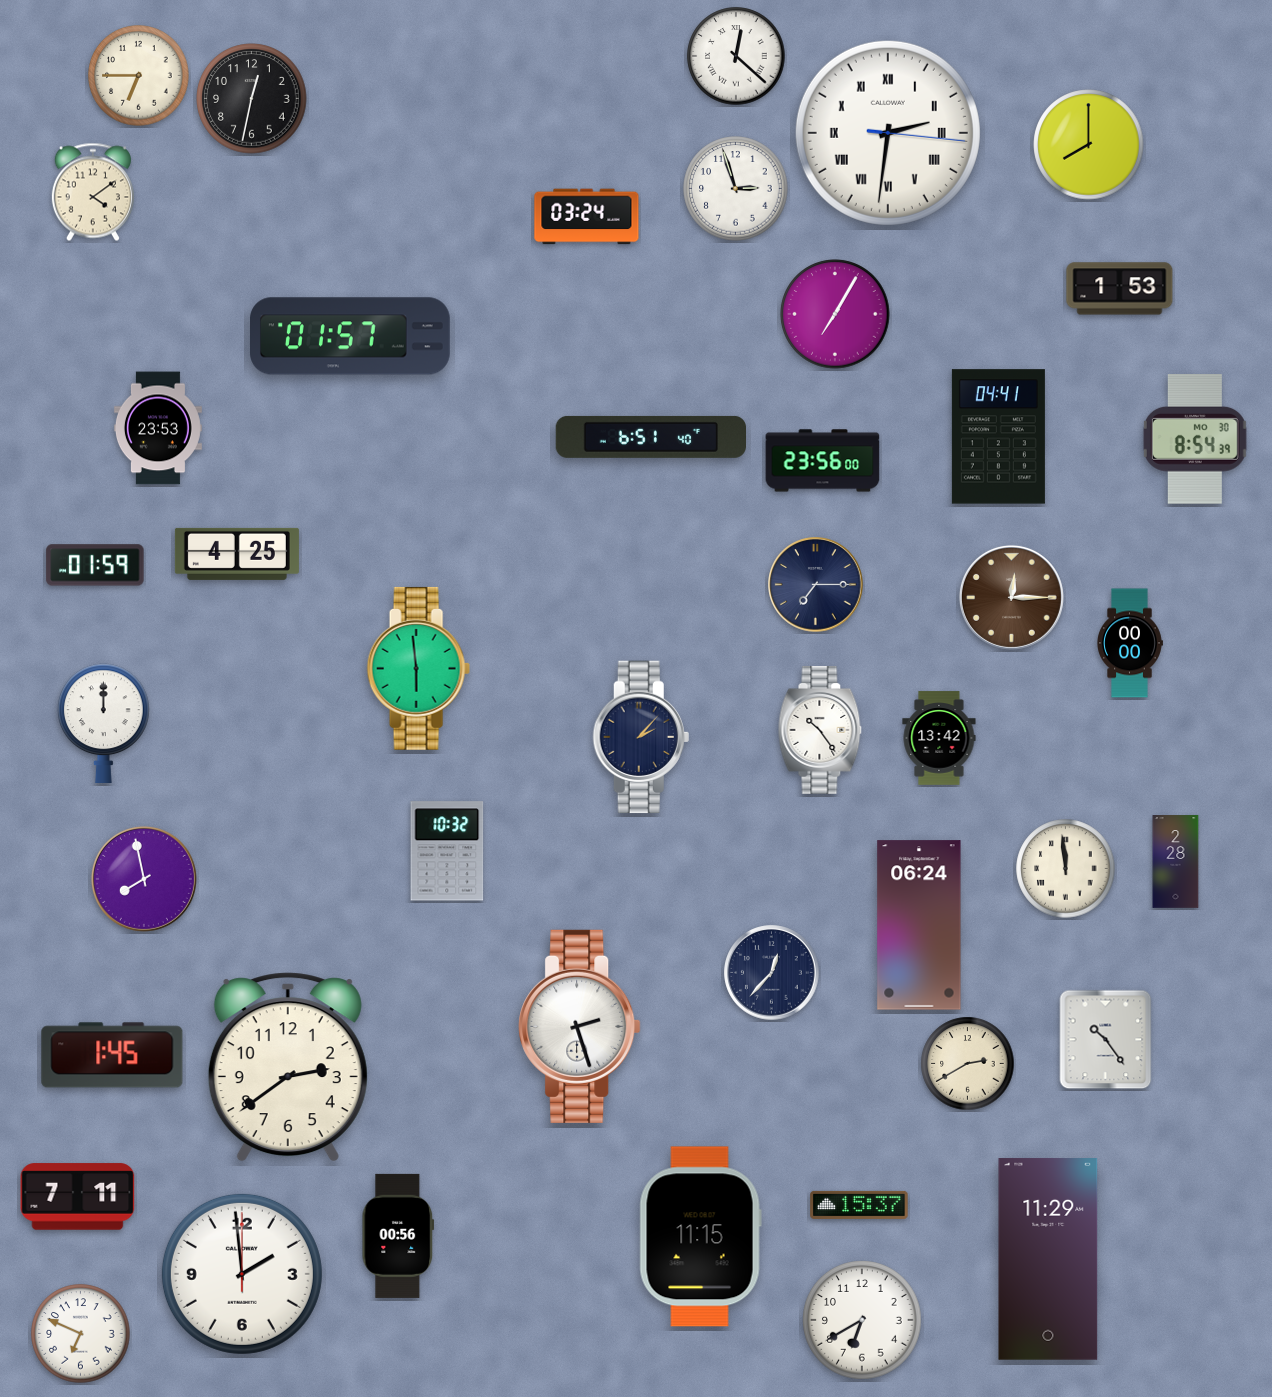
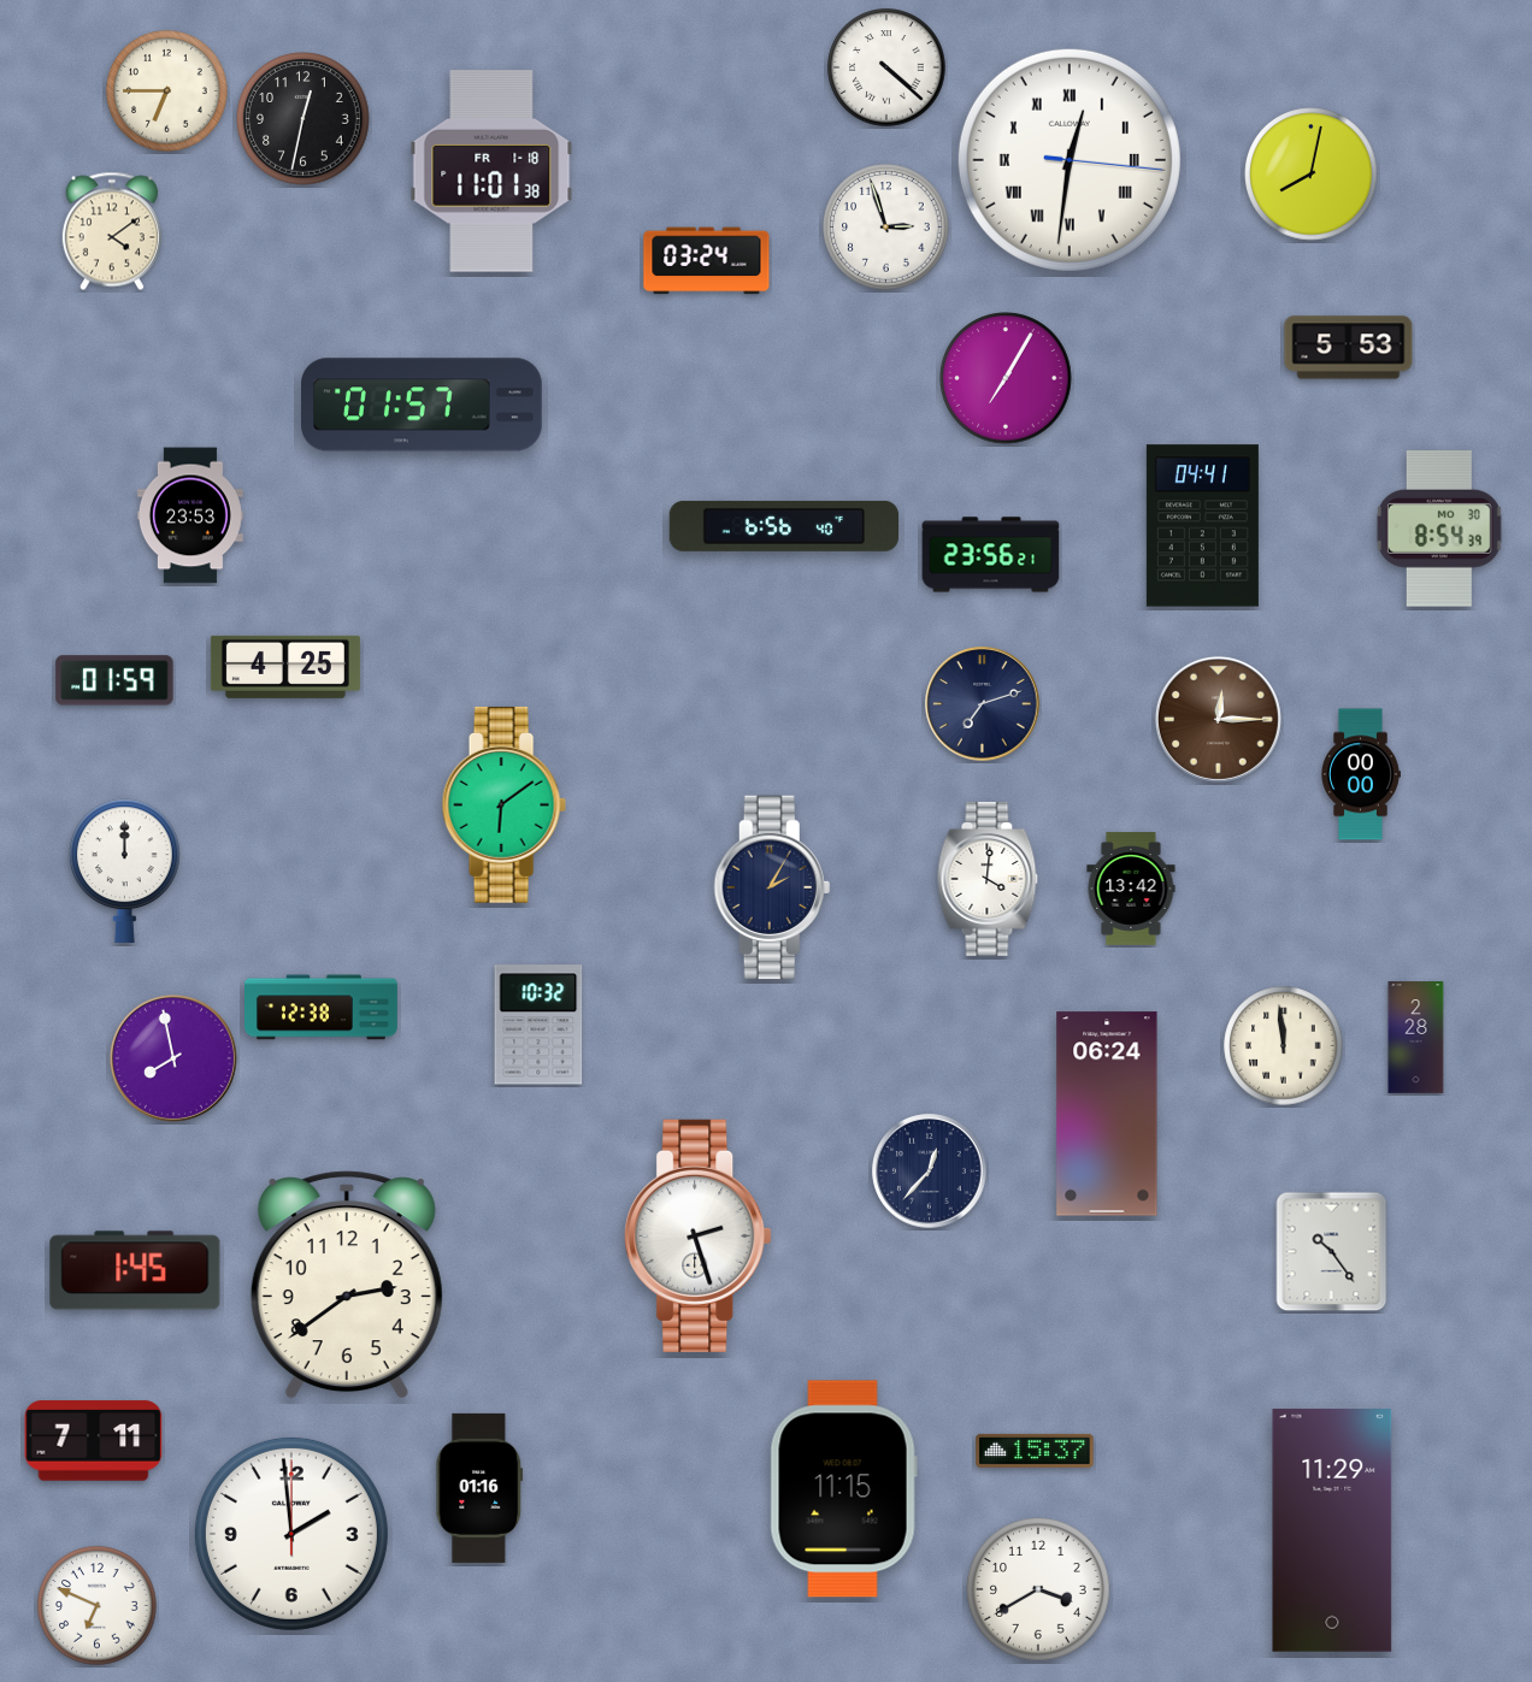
clock at (736, 56): 12:22 -> 4:22
clock at (888, 133): 2:31 -> 12:31
clock at (491, 171): none -> 11:01
clock at (1089, 145): 8:00 -> 8:02
clock at (1120, 289): 1:53 -> 5:53
clock at (650, 437): 6:51 -> 6:56
clock at (823, 461): 23:56:00 -> 23:56:21
clock at (816, 585): 7:15 -> 7:12
clock at (418, 668): 5:59 -> 6:09
clock at (820, 730): 10:24 -> 4:01
clock at (641, 737): 2:07 -> 2:05
clock at (322, 1008): none -> 12:38
clock at (968, 1064): 2:40 -> none
clock at (398, 1236): 00:56 -> 01:16
clock at (1048, 1259) position: (1048, 1259) -> (1332, 1530)
clock at (862, 1320): 6:40 -> 3:40
